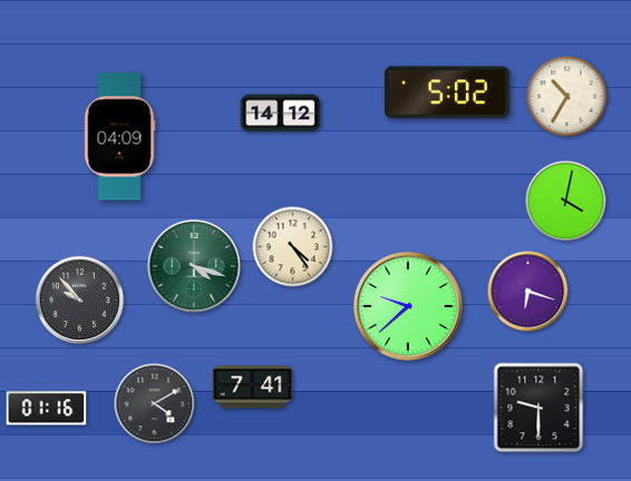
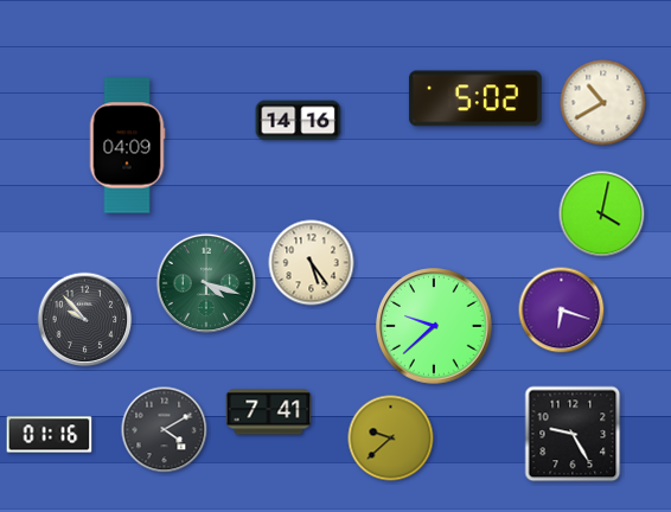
clock at (567, 97): 10:35 -> 10:40
clock at (281, 114): 14:12 -> 14:16
clock at (293, 247): 4:24 -> 5:24
clock at (538, 408): 9:30 -> 9:25
clock at (391, 439): none -> 9:38
